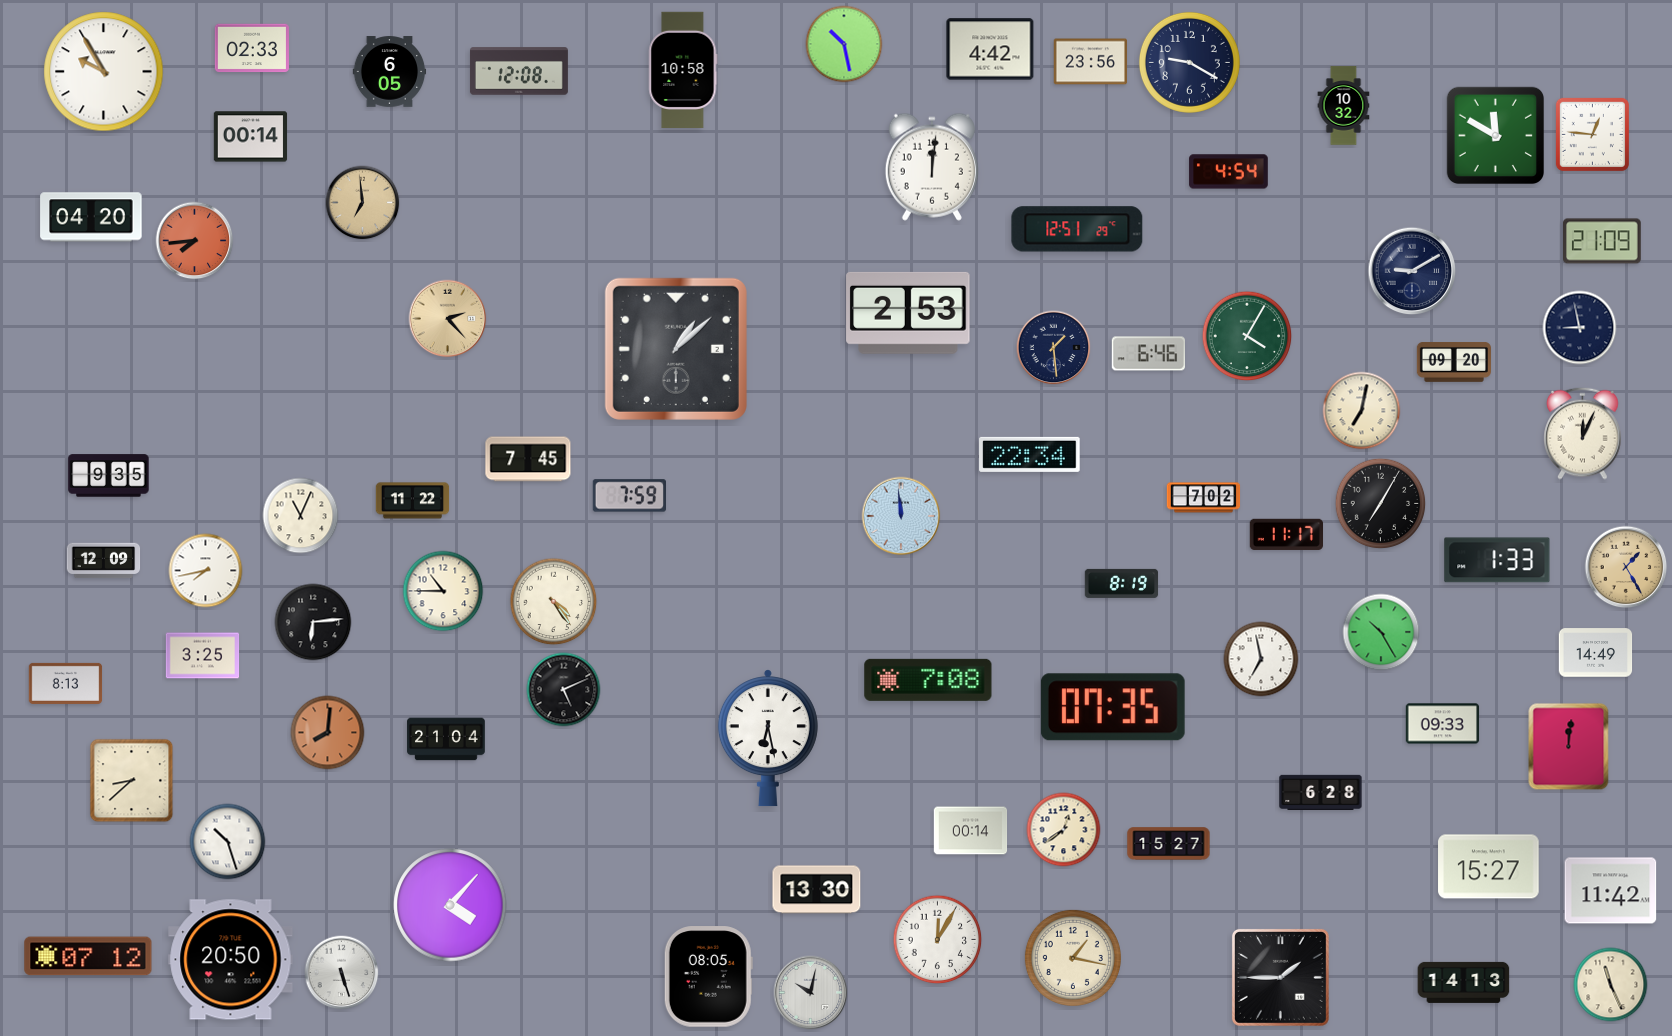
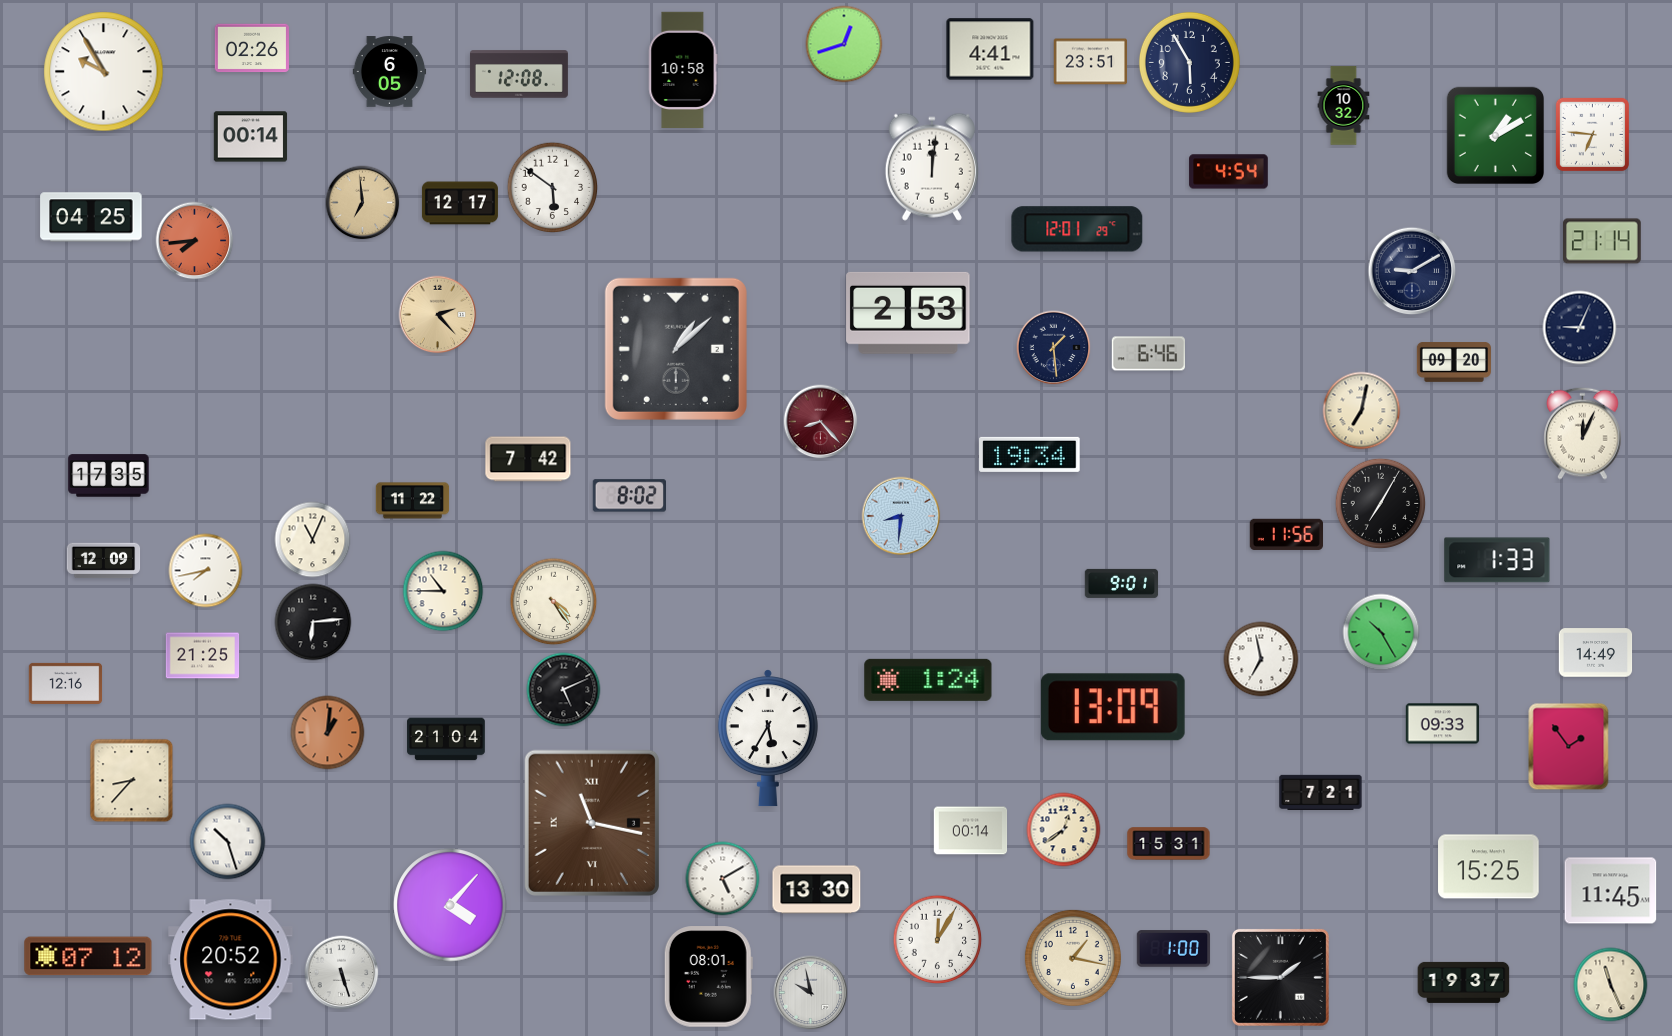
clock at (844, 44): 10:28 -> 12:42
clock at (252, 48): 02:33 -> 02:26
clock at (990, 49): 4:42 -> 4:41
clock at (1091, 62): 23:56 -> 23:51
clock at (1189, 62): 9:20 -> 5:55
clock at (519, 71) position: (519, 71) -> (519, 74)
clock at (1592, 134): 12:46 -> 6:46
clock at (1496, 136): 11:50 -> 1:10
clock at (553, 188): none -> 5:51
clock at (460, 203): none -> 12:17
clock at (91, 217): 04:20 -> 04:25
clock at (1077, 229): 12:51 -> 12:01
clock at (1603, 241): 21:09 -> 21:14
clock at (448, 319) position: (448, 319) -> (438, 315)
clock at (1580, 328): 8:58 -> 9:04
clock at (1247, 336): 4:05 -> none
clock at (821, 422): none -> 8:23
clock at (1030, 454): 22:34 -> 19:34
clock at (528, 459): 7:45 -> 7:42
clock at (109, 476): 9:35 -> 17:35
clock at (629, 496): 7:59 -> 8:02
clock at (1204, 498): 7:02 -> none
clock at (301, 516) position: (301, 516) -> (313, 540)
clock at (901, 516): 11:59 -> 8:31
clock at (1286, 534): 11:17 -> 11:56
clock at (1626, 567): 1:25 -> none
clock at (1122, 583): 8:19 -> 9:01
clock at (203, 656): 3:25 -> 21:25
clock at (928, 680): 7:08 -> 1:24
clock at (66, 683): 8:13 -> 12:16
clock at (1113, 707): 07:35 -> 13:09
clock at (328, 733): 8:01 -> 1:01
clock at (768, 738): 6:28 -> 5:35
clock at (1569, 747): 12:01 -> 1:54
clock at (132, 781): 8:38 -> 8:37
clock at (1321, 792): 6:28 -> 7:21
clock at (592, 822): none -> 11:17
clock at (1169, 844): 15:27 -> 15:31
clock at (1489, 867): 15:27 -> 15:25
clock at (723, 879): none -> 5:10
clock at (1611, 891): 11:42 -> 11:45
clock at (1174, 949): none -> 1:00
clock at (231, 960): 20:50 -> 20:52
clock at (708, 977): 08:05 -> 08:01
clock at (1464, 982): 14:13 -> 19:37
clock at (811, 993): 10:02 -> 9:58
